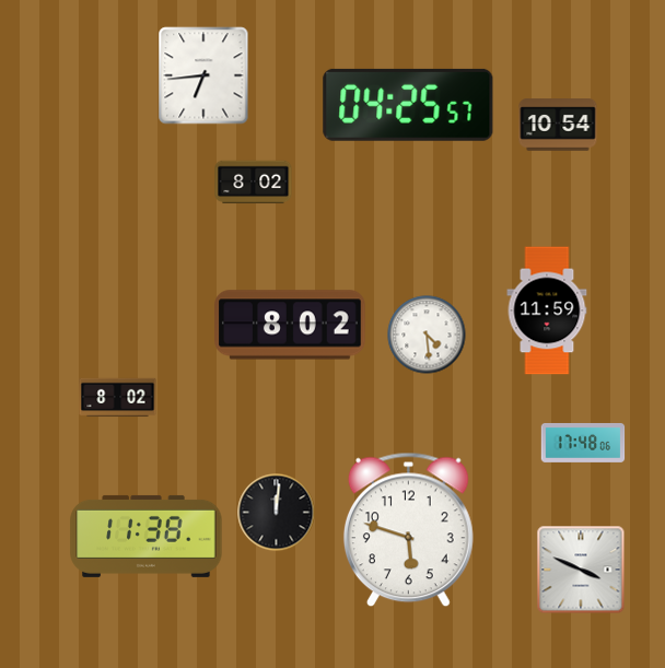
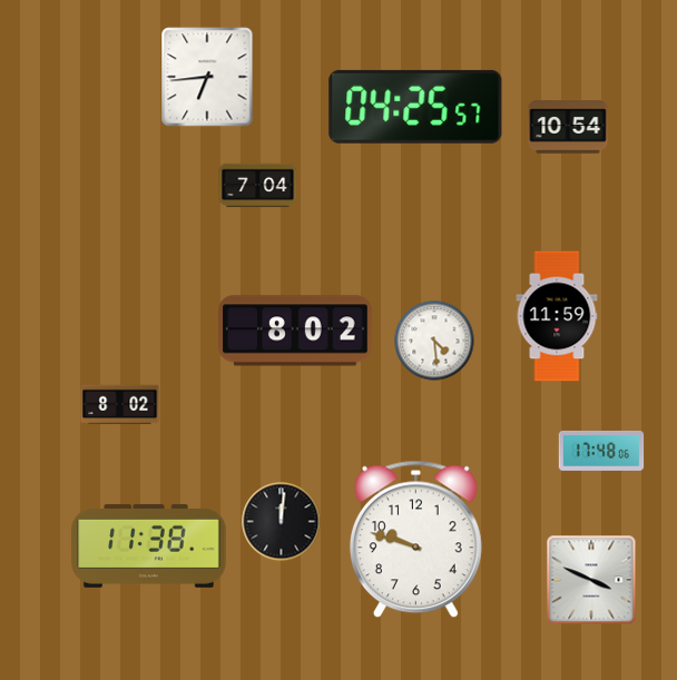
clock at (254, 183): 8:02 -> 7:04
clock at (583, 443) position: (583, 443) -> (601, 451)
clock at (408, 530): 5:48 -> 9:48
